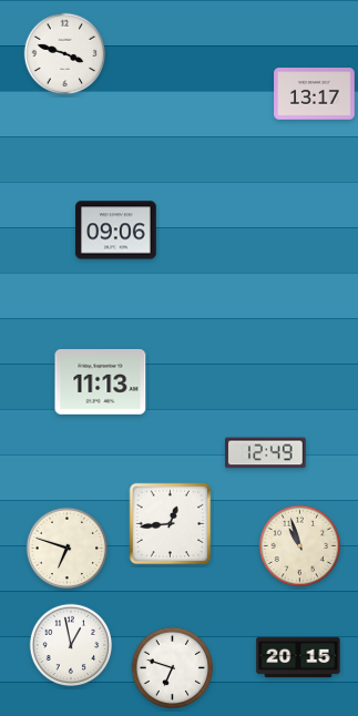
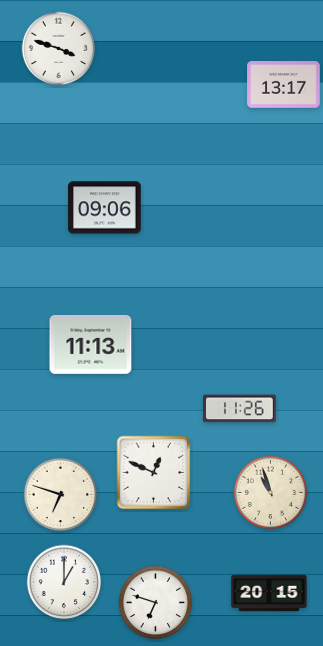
clock at (266, 453): 12:49 -> 11:26
clock at (171, 524): 12:44 -> 12:49
clock at (71, 645): 12:58 -> 1:00
